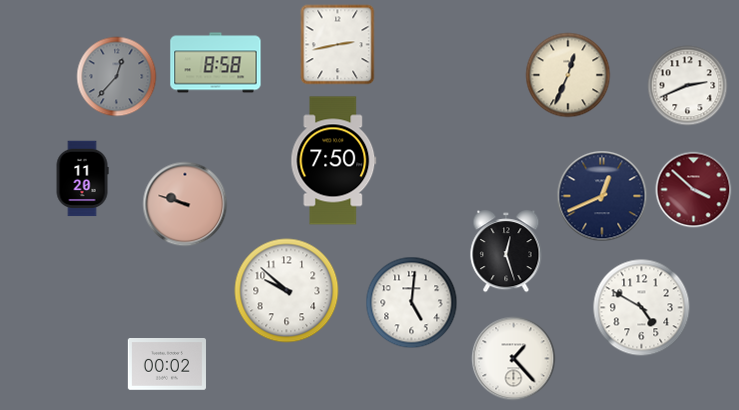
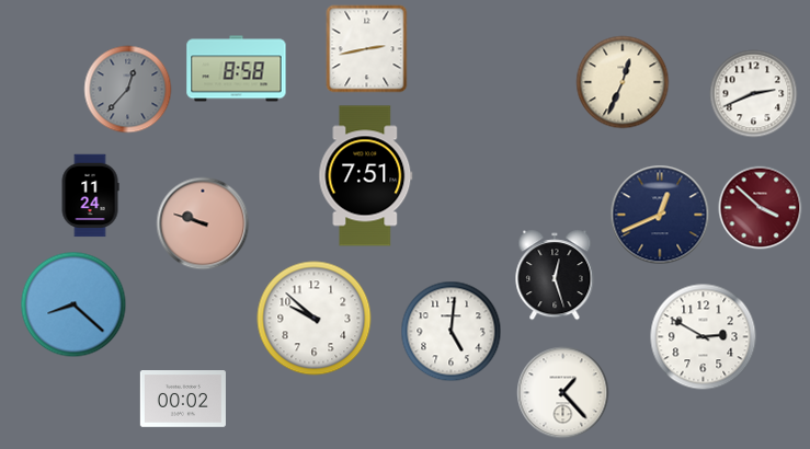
clock at (338, 45) position: (338, 45) -> (367, 49)
clock at (117, 77) position: (117, 77) -> (128, 90)
clock at (334, 161): 7:50 -> 7:51
clock at (82, 179): 11:20 -> 11:24
clock at (73, 304): none -> 8:22
clock at (642, 308): 4:50 -> 2:50
